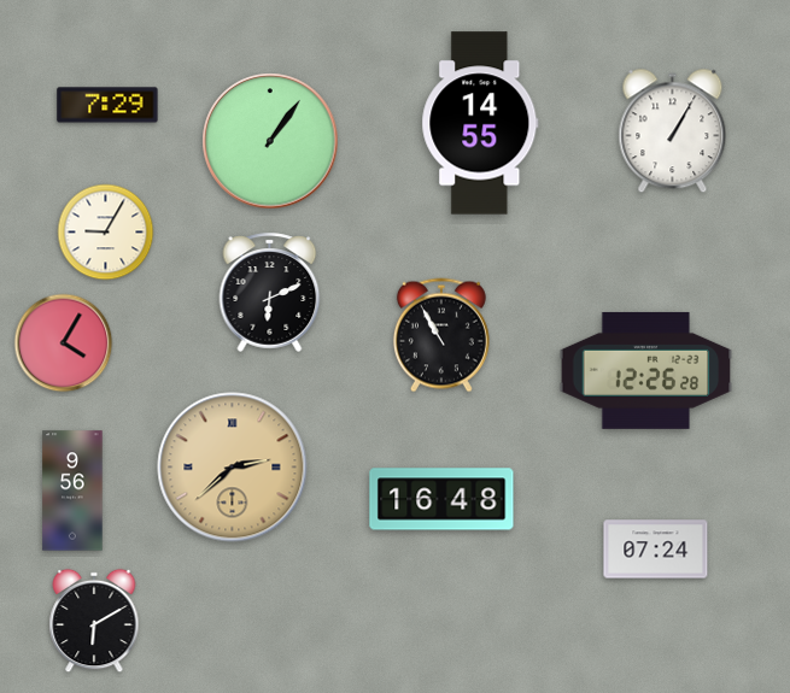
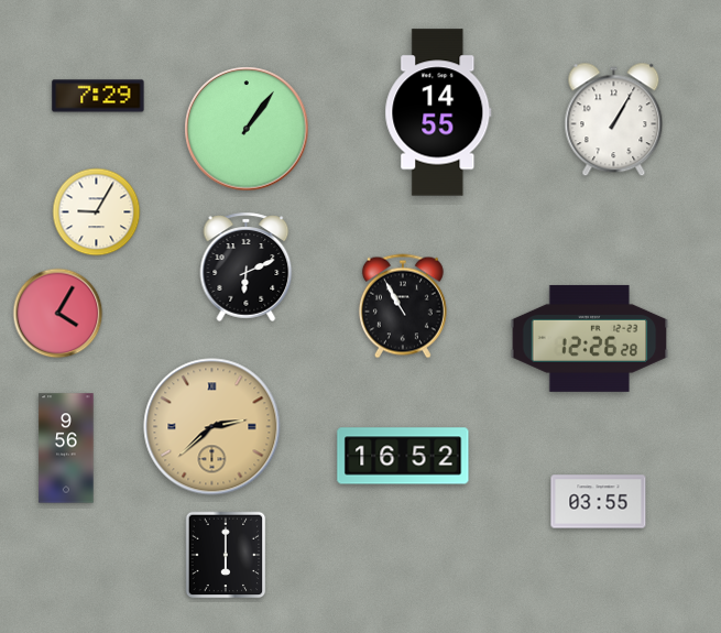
clock at (441, 499): 16:48 -> 16:52
clock at (656, 550): 07:24 -> 03:55
clock at (226, 555): none -> 6:00
clock at (94, 621): 6:10 -> none
